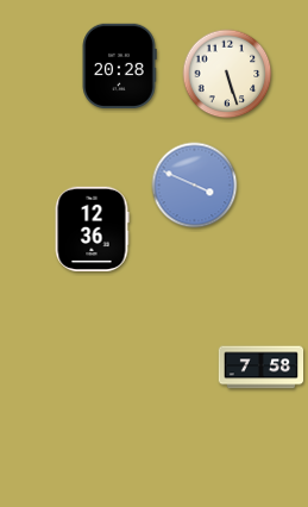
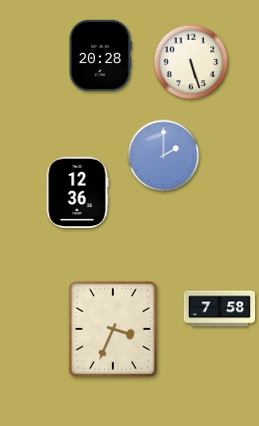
clock at (195, 186): 3:49 -> 2:00
clock at (113, 329): none -> 3:34
